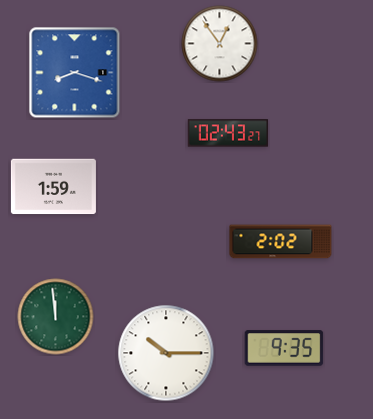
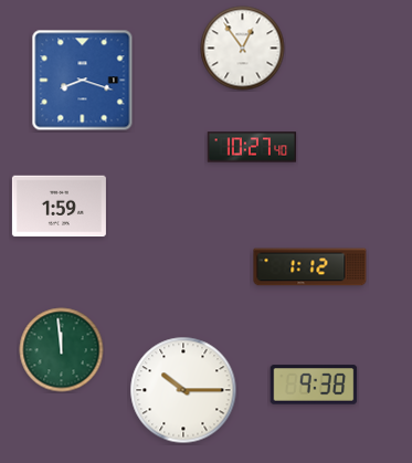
clock at (228, 133): 02:43 -> 10:27
clock at (281, 242): 2:02 -> 1:12
clock at (284, 348): 9:35 -> 9:38
